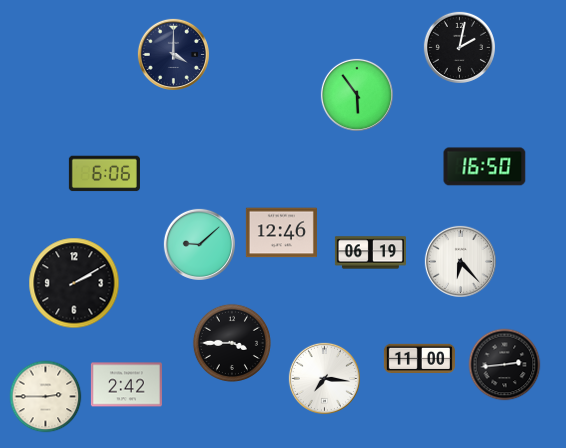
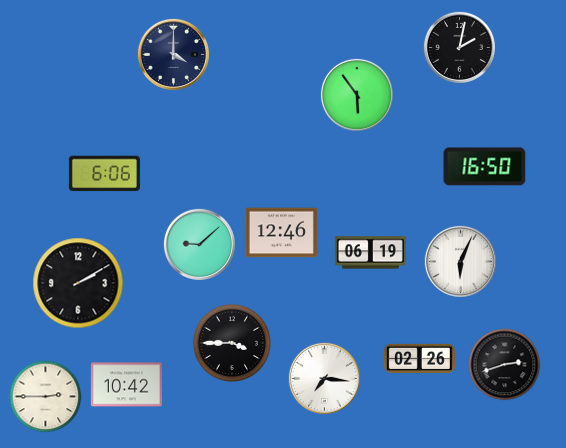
clock at (460, 261): 6:23 -> 6:04
clock at (74, 283) position: (74, 283) -> (78, 283)
clock at (419, 358): 11:00 -> 02:26
clock at (505, 365): 2:44 -> 2:42
clock at (126, 385): 2:42 -> 10:42
